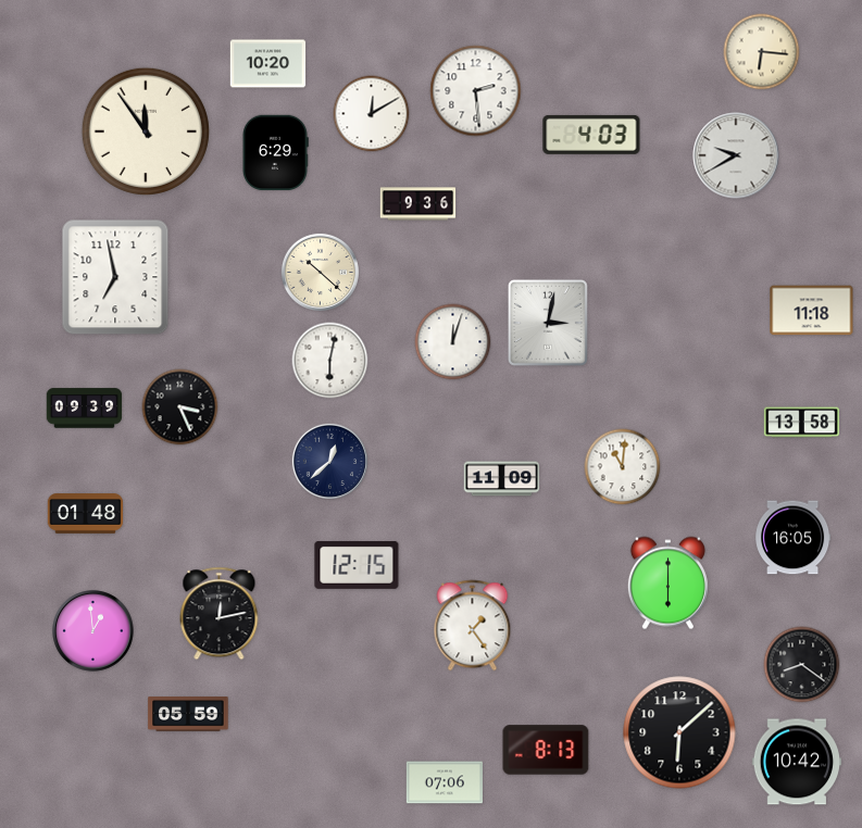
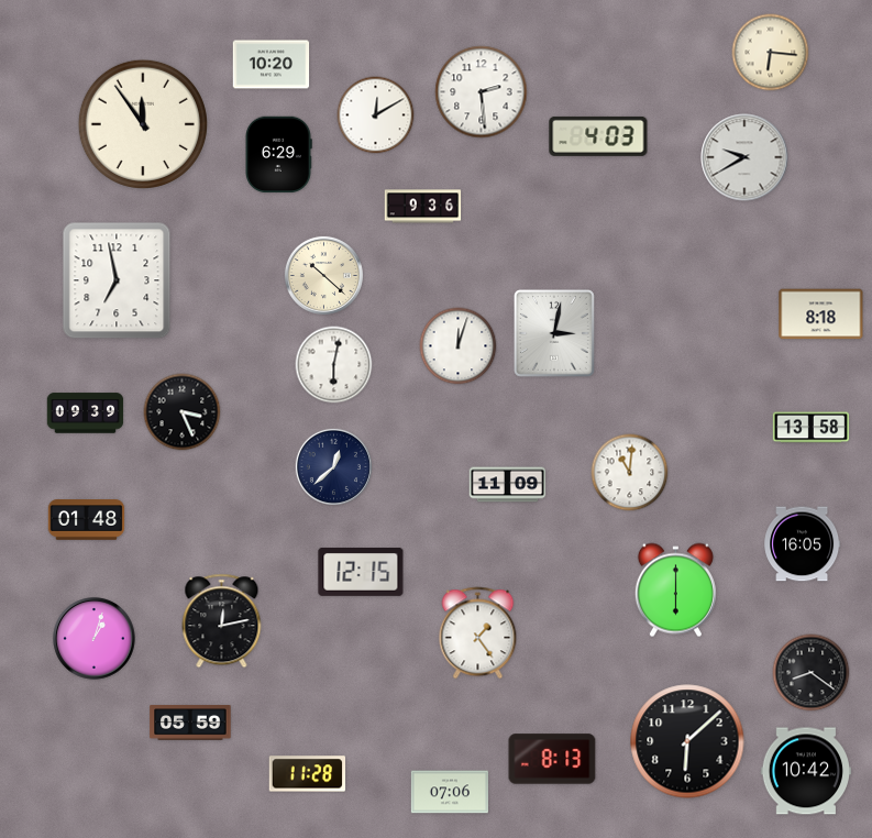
clock at (146, 131) position: (146, 131) -> (143, 124)
clock at (812, 311): 11:18 -> 8:18
clock at (548, 323) position: (548, 323) -> (554, 333)
clock at (93, 631): 12:59 -> 1:03
clock at (308, 774): none -> 11:28
